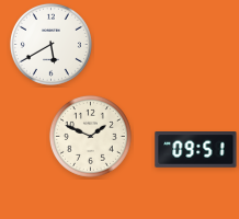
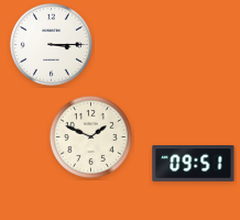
clock at (50, 44): 5:40 -> 3:15
clock at (196, 150) position: (196, 150) -> (194, 164)
